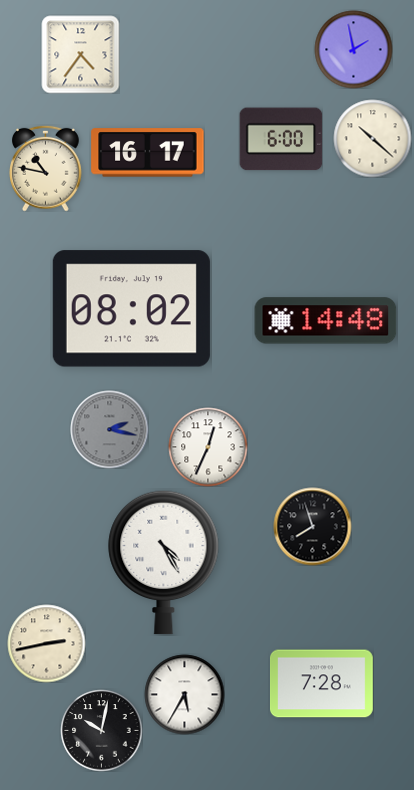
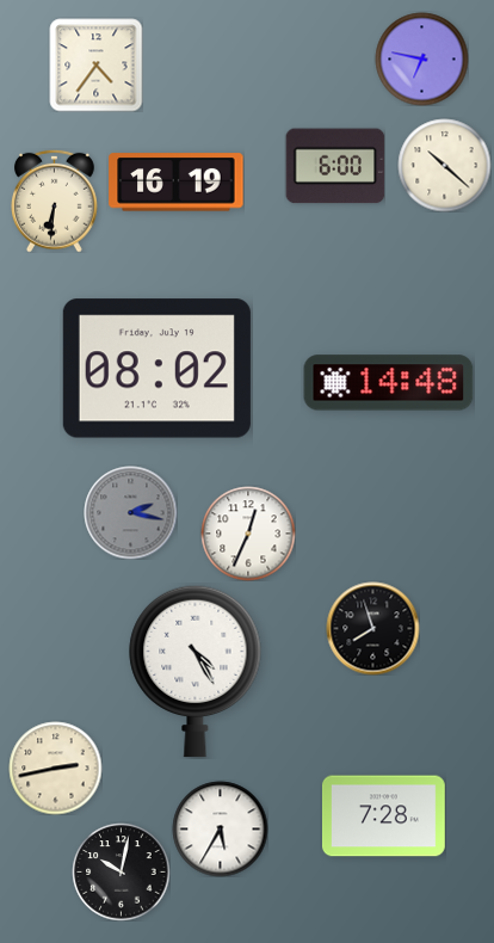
clock at (353, 49): 1:58 -> 6:47
clock at (148, 153): 16:17 -> 16:19
clock at (46, 168): 10:47 -> 6:31
